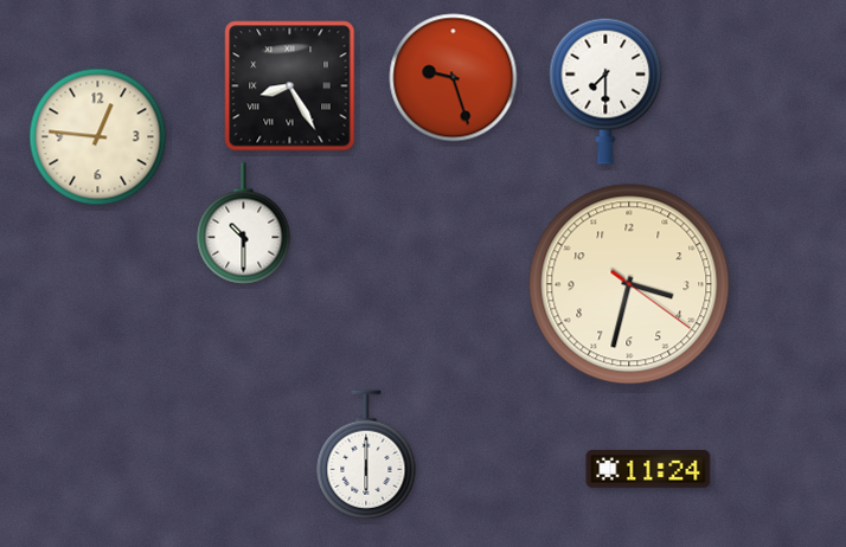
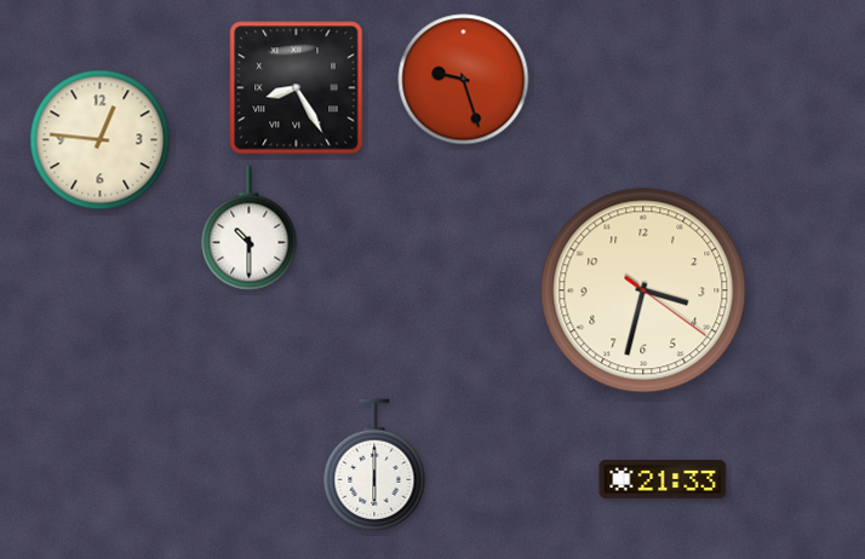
clock at (605, 91): 7:30 -> none
clock at (648, 469): 11:24 -> 21:33
